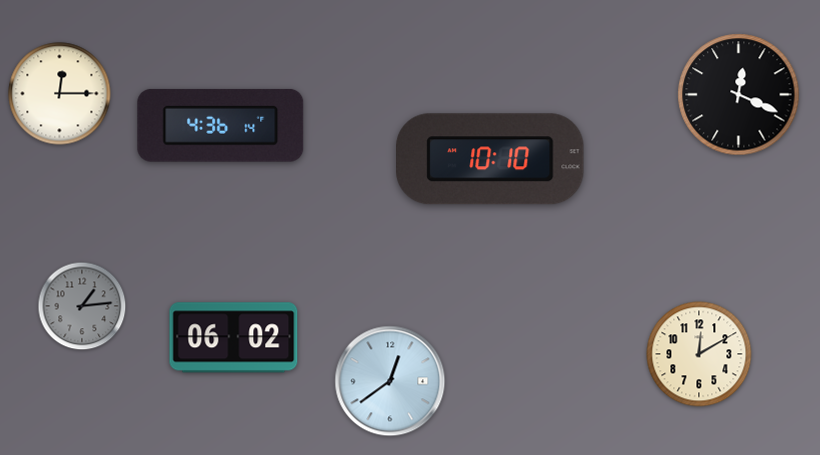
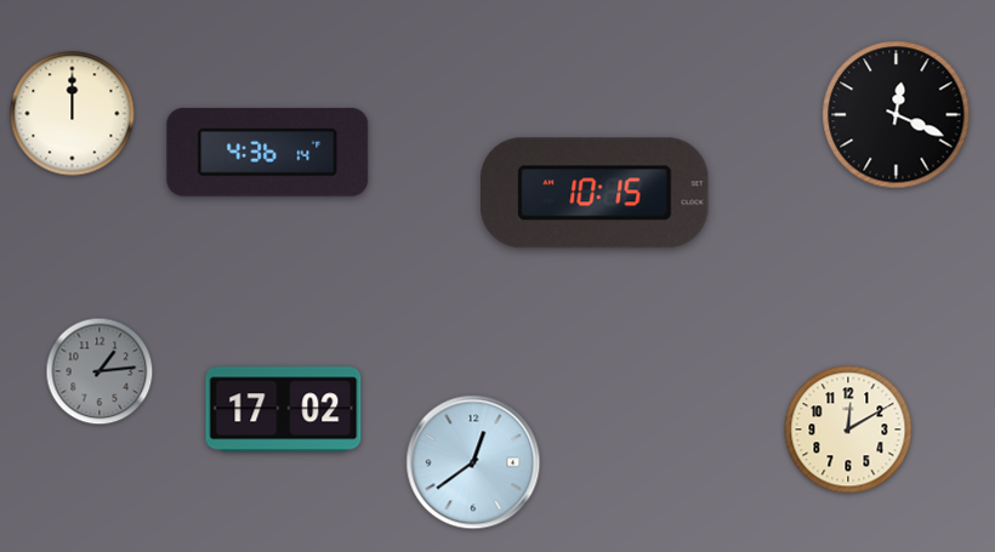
clock at (60, 94): 12:15 -> 12:00
clock at (491, 159): 10:10 -> 10:15
clock at (234, 338): 06:02 -> 17:02
